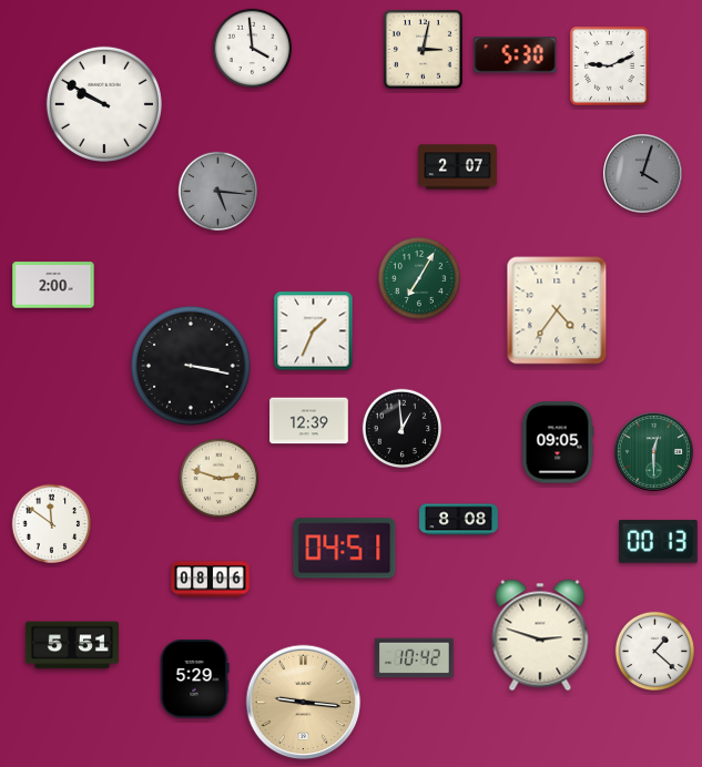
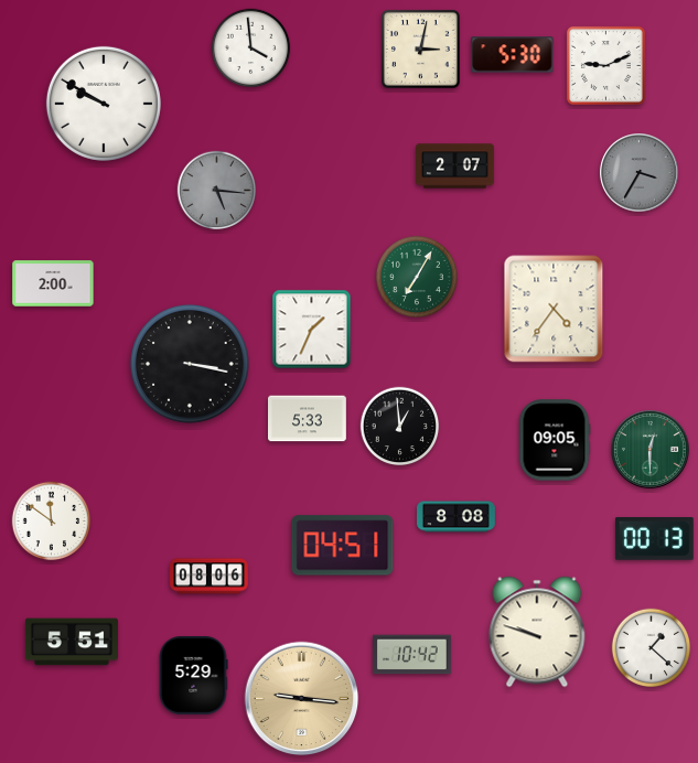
clock at (643, 174): 4:03 -> 3:35
clock at (309, 421): 12:39 -> 5:33
clock at (220, 479): 2:48 -> none
clock at (540, 635): 2:48 -> 9:48
